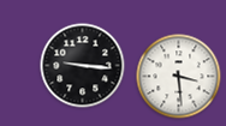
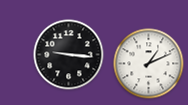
clock at (179, 77): 3:29 -> 1:11
